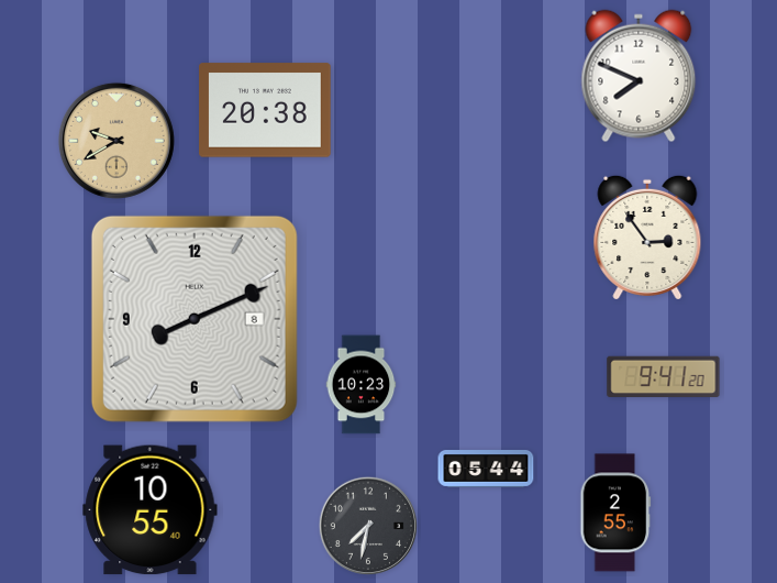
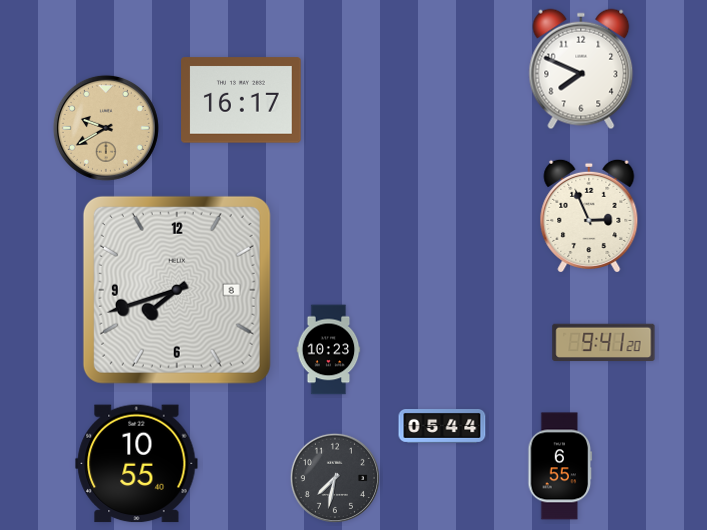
clock at (265, 110): 20:38 -> 16:17
clock at (647, 238): 2:54 -> 2:56
clock at (195, 319): 8:11 -> 7:42
clock at (615, 513): 2:55 -> 6:55
